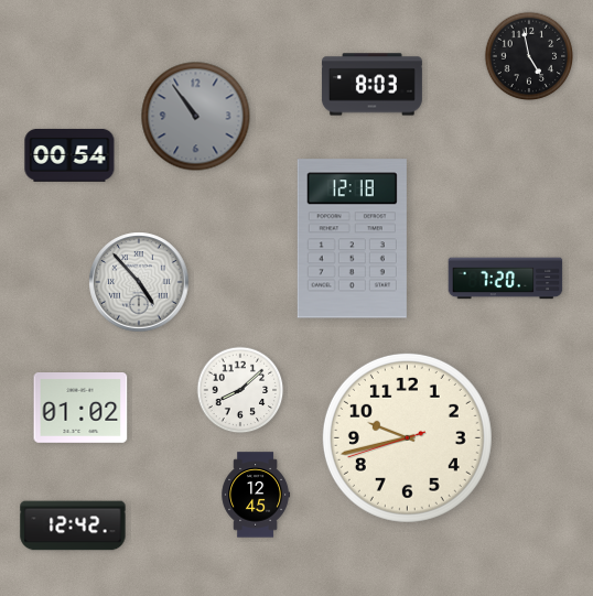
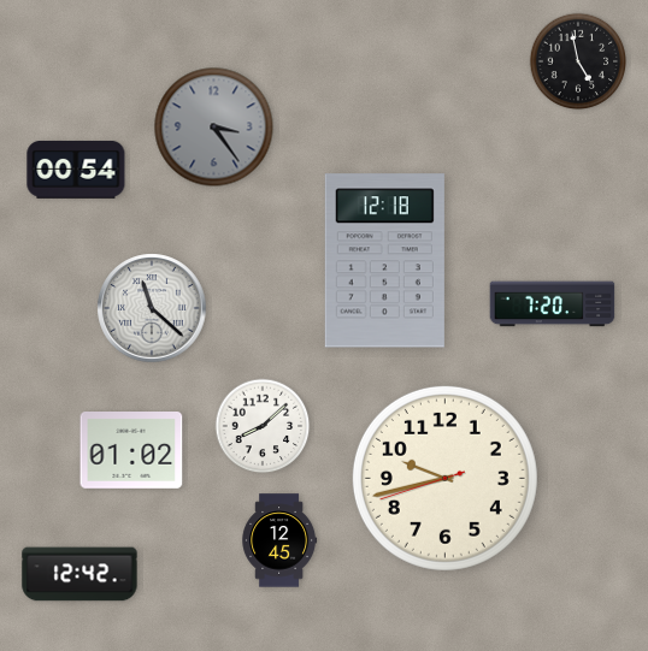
clock at (371, 85): 8:03 -> none
clock at (196, 117): 10:54 -> 3:24
clock at (139, 282): 4:53 -> 11:22
clock at (80, 409) position: (80, 409) -> (131, 451)
